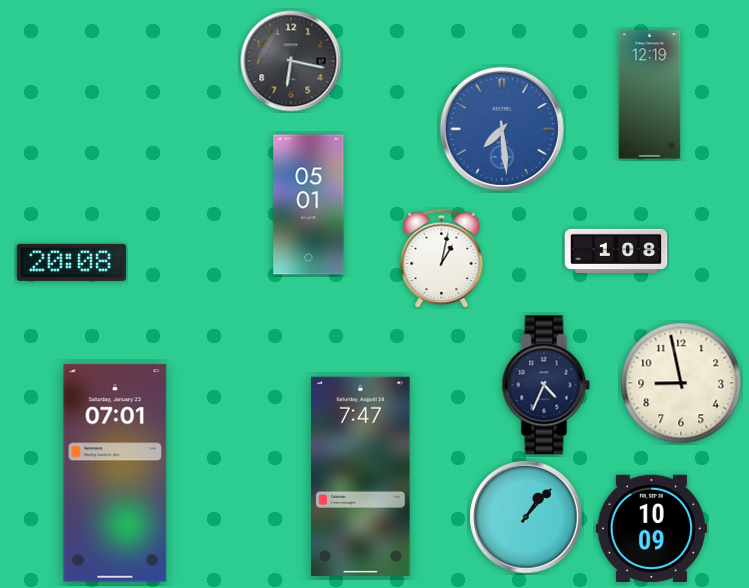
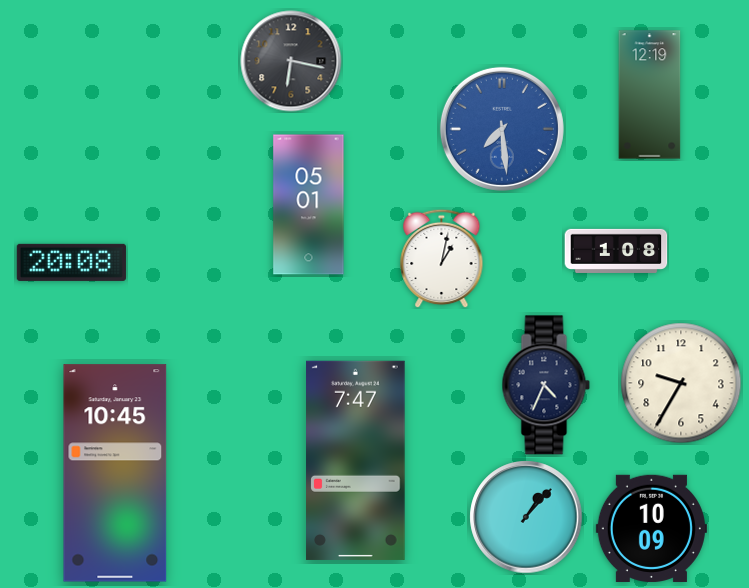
clock at (681, 383): 8:58 -> 9:35
clock at (115, 473): 07:01 -> 10:45
clock at (361, 476) position: (361, 476) -> (356, 460)
